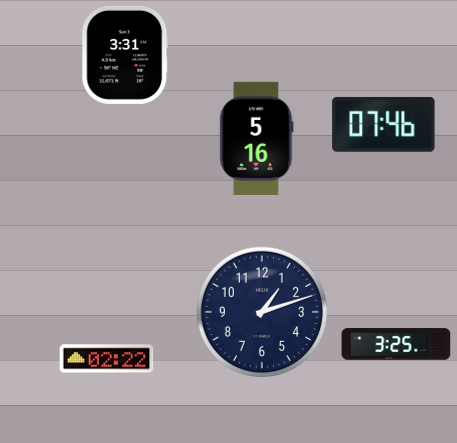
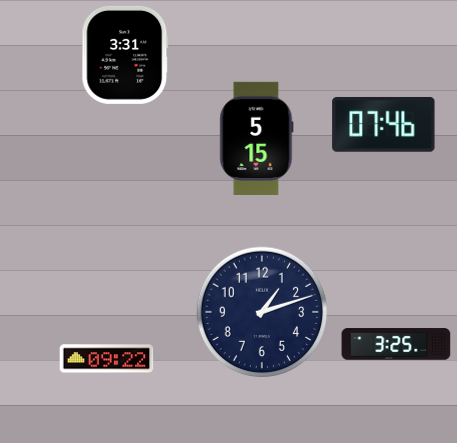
clock at (257, 138): 5:16 -> 5:15
clock at (107, 359): 02:22 -> 09:22
